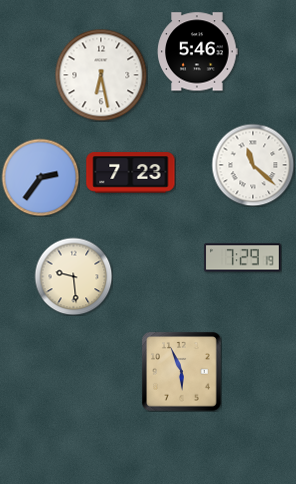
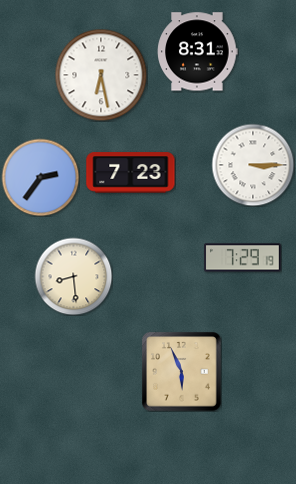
clock at (198, 52): 5:46 -> 8:31
clock at (253, 165): 11:22 -> 3:15
clock at (73, 276): 9:29 -> 8:29
